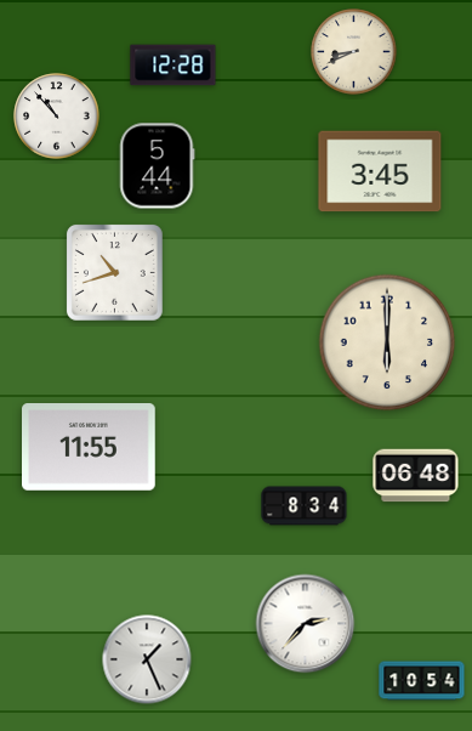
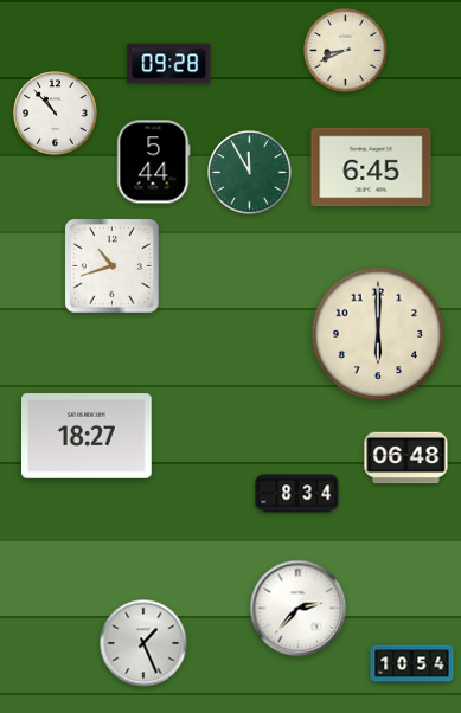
clock at (174, 66): 12:28 -> 09:28
clock at (380, 171): 3:45 -> 6:45
clock at (250, 173): none -> 11:55
clock at (90, 448): 11:55 -> 18:27
clock at (416, 476) position: (416, 476) -> (406, 458)
